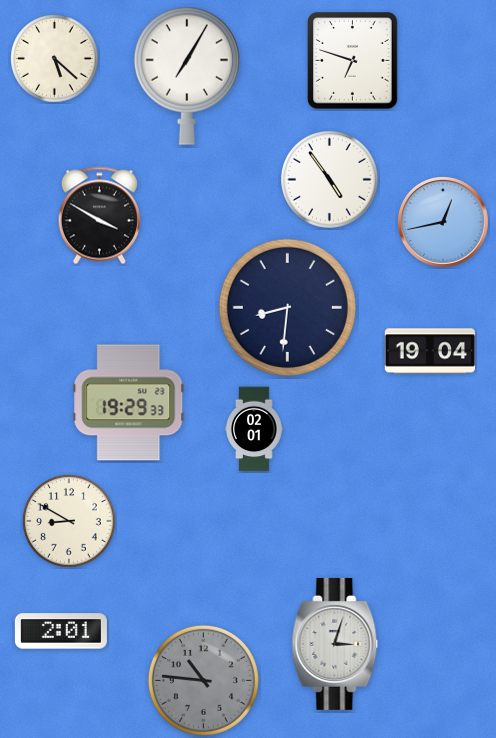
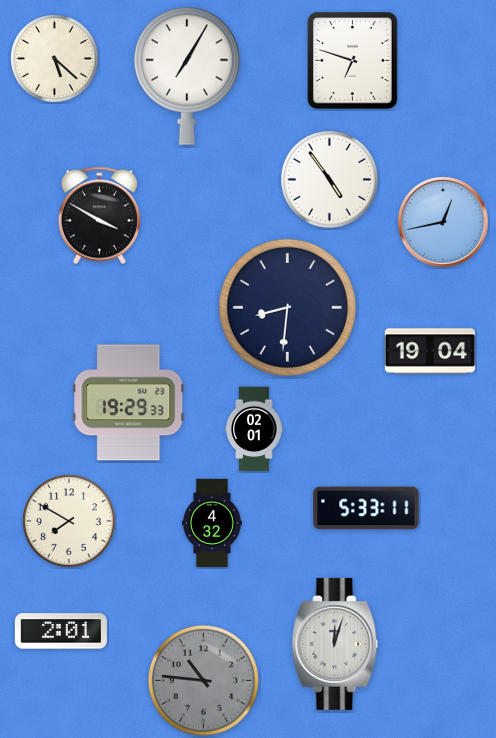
clock at (366, 508): none -> 5:33
clock at (70, 522): 8:50 -> 7:50
clock at (212, 523): none -> 4:32
clock at (335, 644): 3:03 -> 12:03
